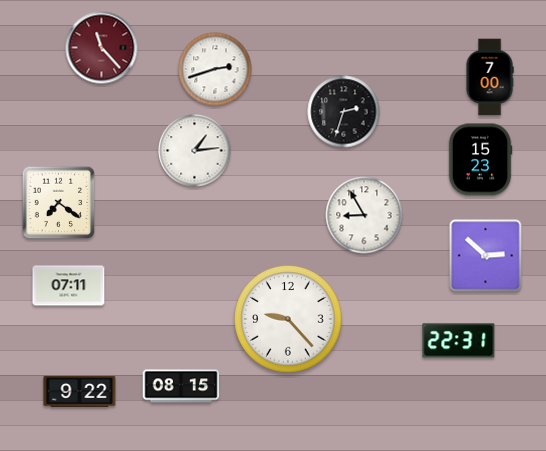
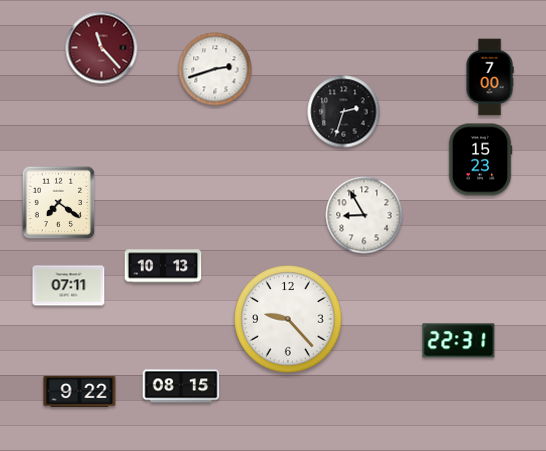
clock at (195, 151): 1:14 -> none
clock at (486, 256): 2:52 -> none
clock at (163, 266): none -> 10:13
